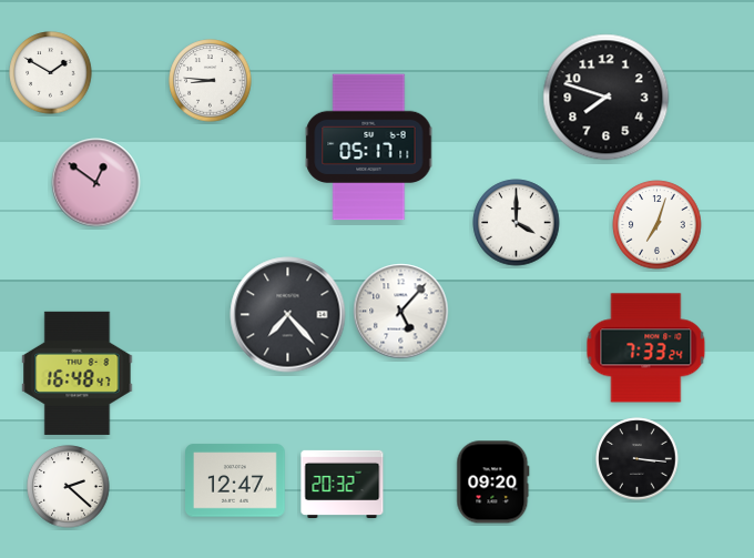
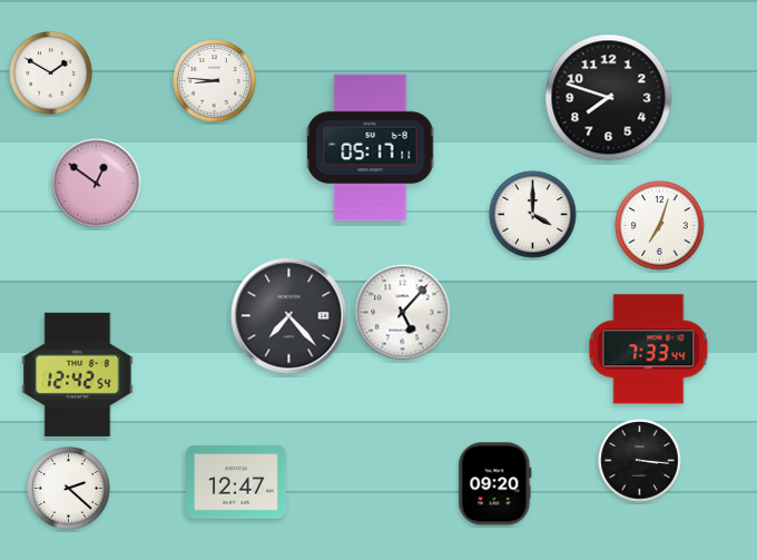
clock at (211, 81) position: (211, 81) -> (215, 81)
clock at (517, 223) position: (517, 223) -> (533, 215)
clock at (646, 348): 7:33:24 -> 7:33:44
clock at (78, 373): 16:48 -> 12:42
clock at (343, 484): 20:32 -> none
